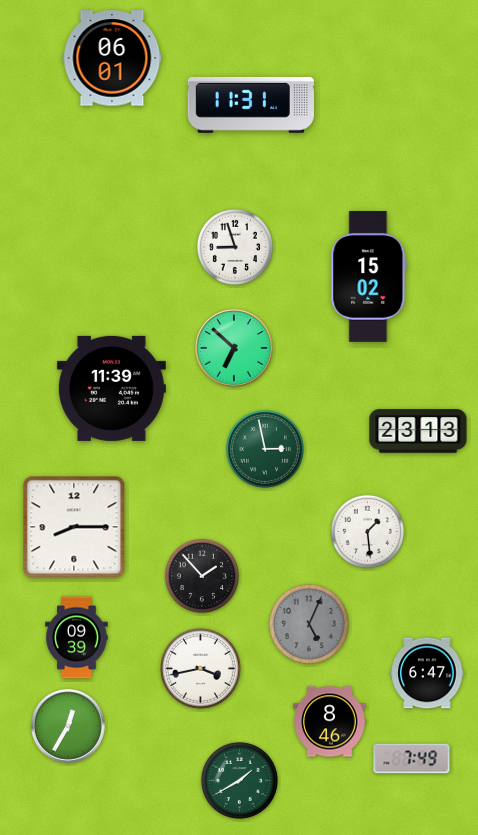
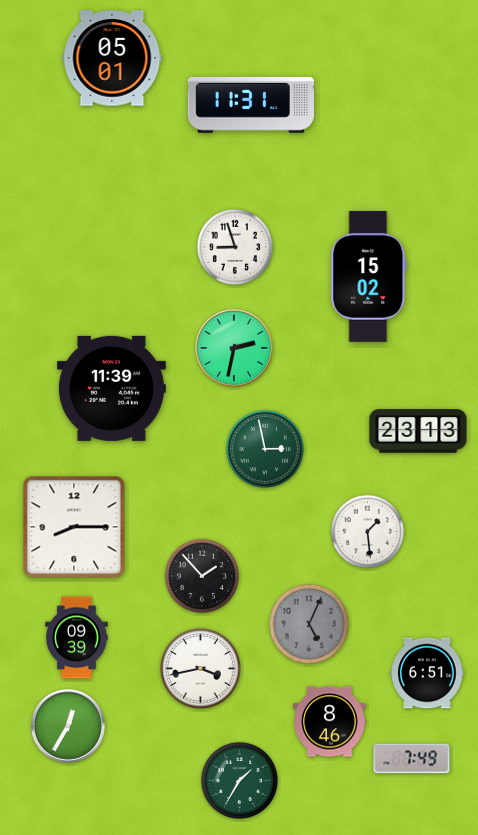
clock at (112, 58): 06:01 -> 05:01
clock at (234, 348): 6:52 -> 2:32
clock at (427, 673): 6:47 -> 6:51
clock at (239, 780): 1:40 -> 1:35
